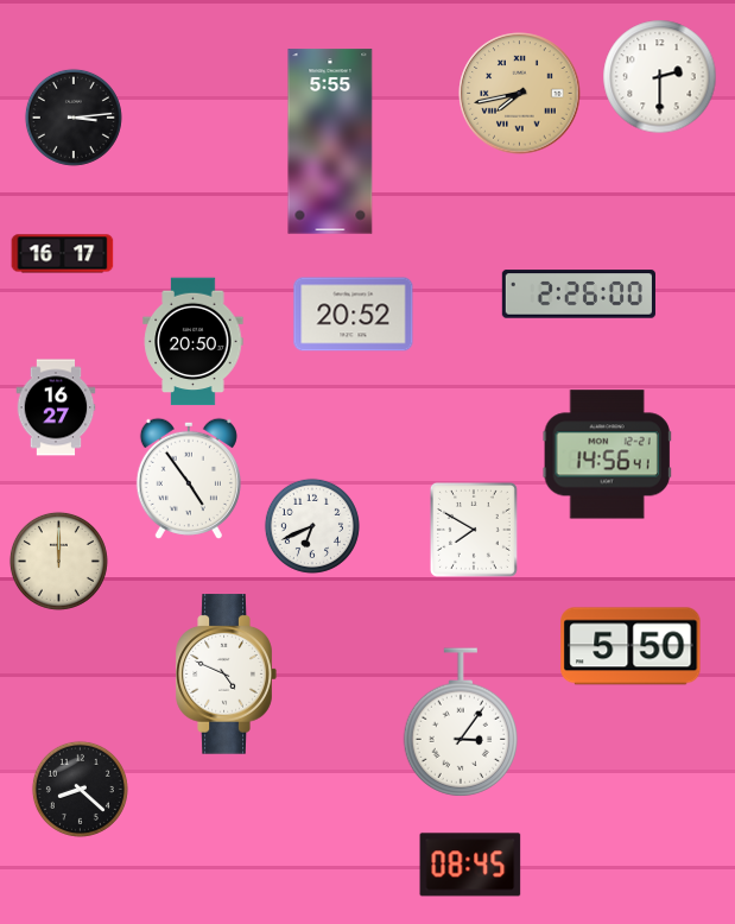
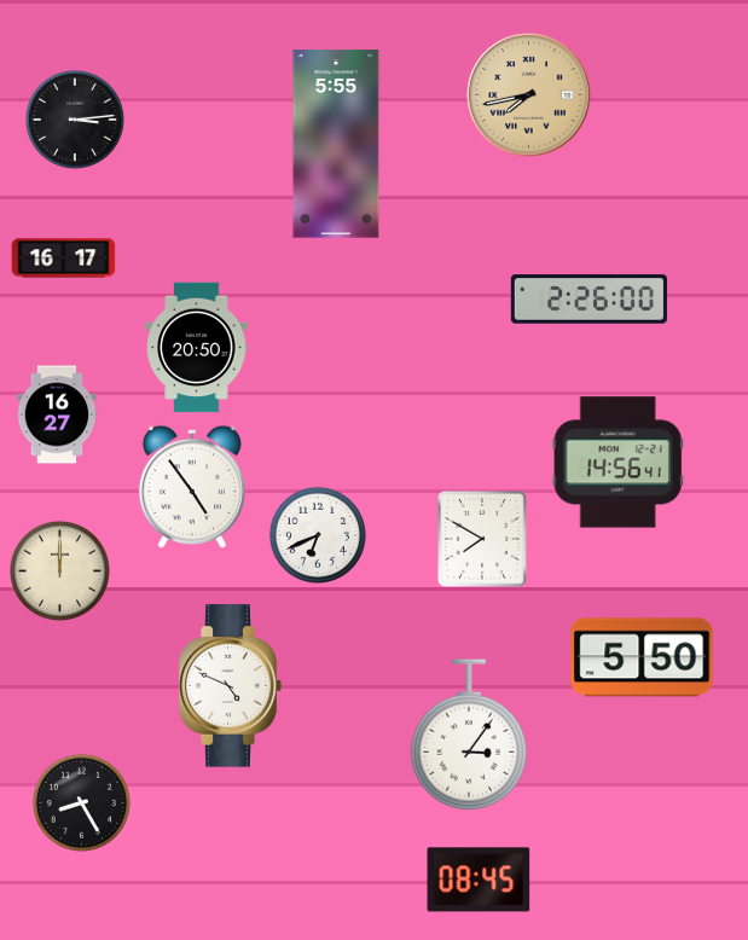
clock at (660, 77): 2:30 -> none
clock at (354, 315): 20:52 -> none
clock at (80, 789): 8:22 -> 8:25
